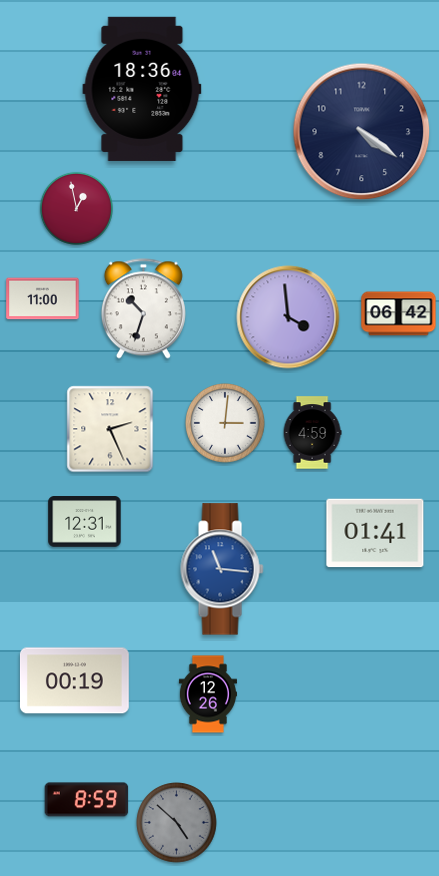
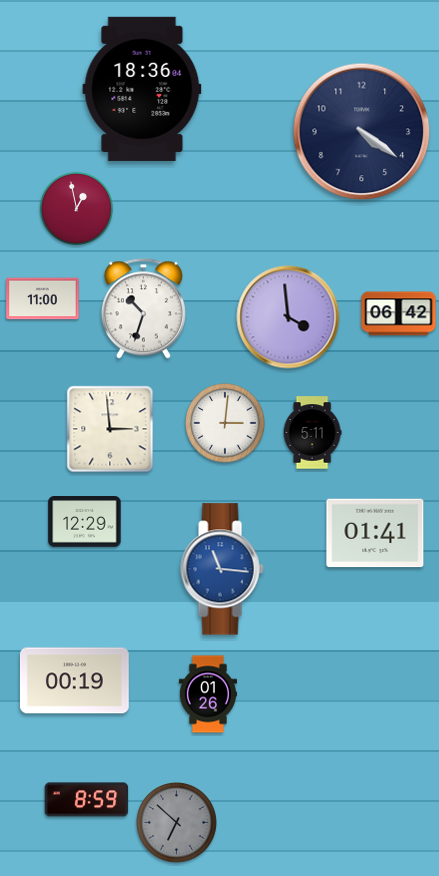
clock at (110, 429): 2:26 -> 2:59
clock at (312, 433): 4:59 -> 5:11
clock at (85, 522): 12:31 -> 12:29
clock at (208, 694): 12:26 -> 01:26
clock at (177, 823): 4:52 -> 6:52
